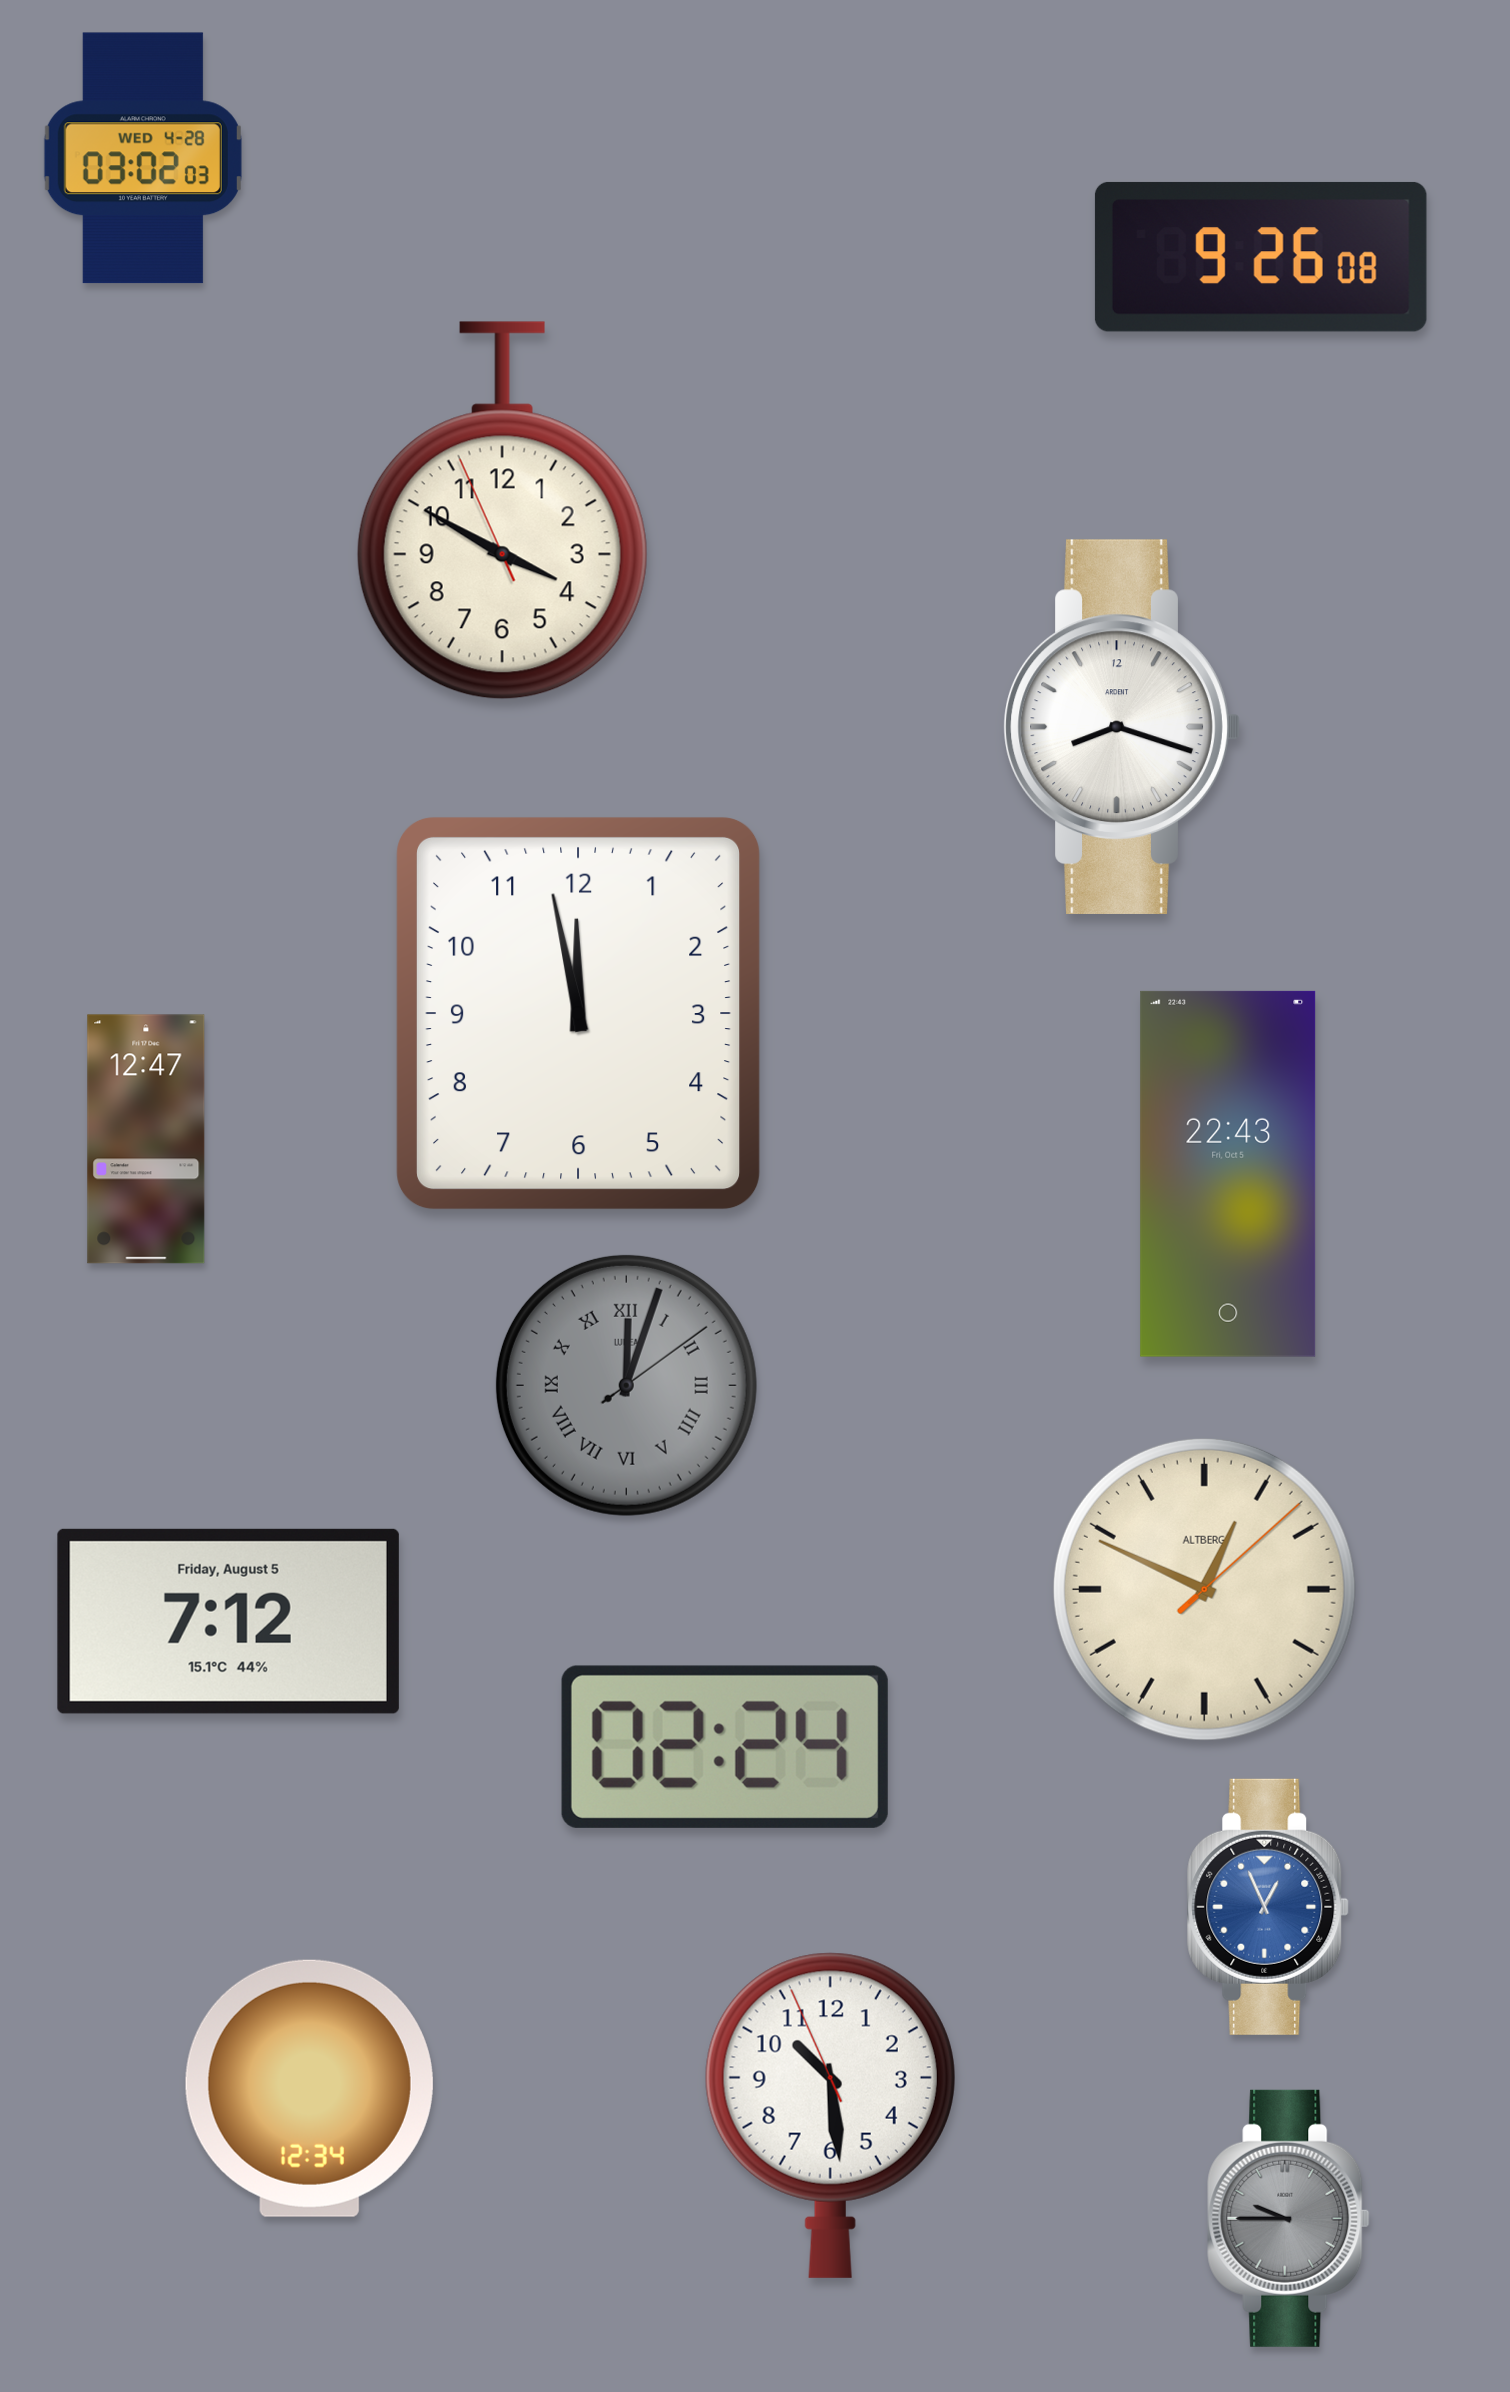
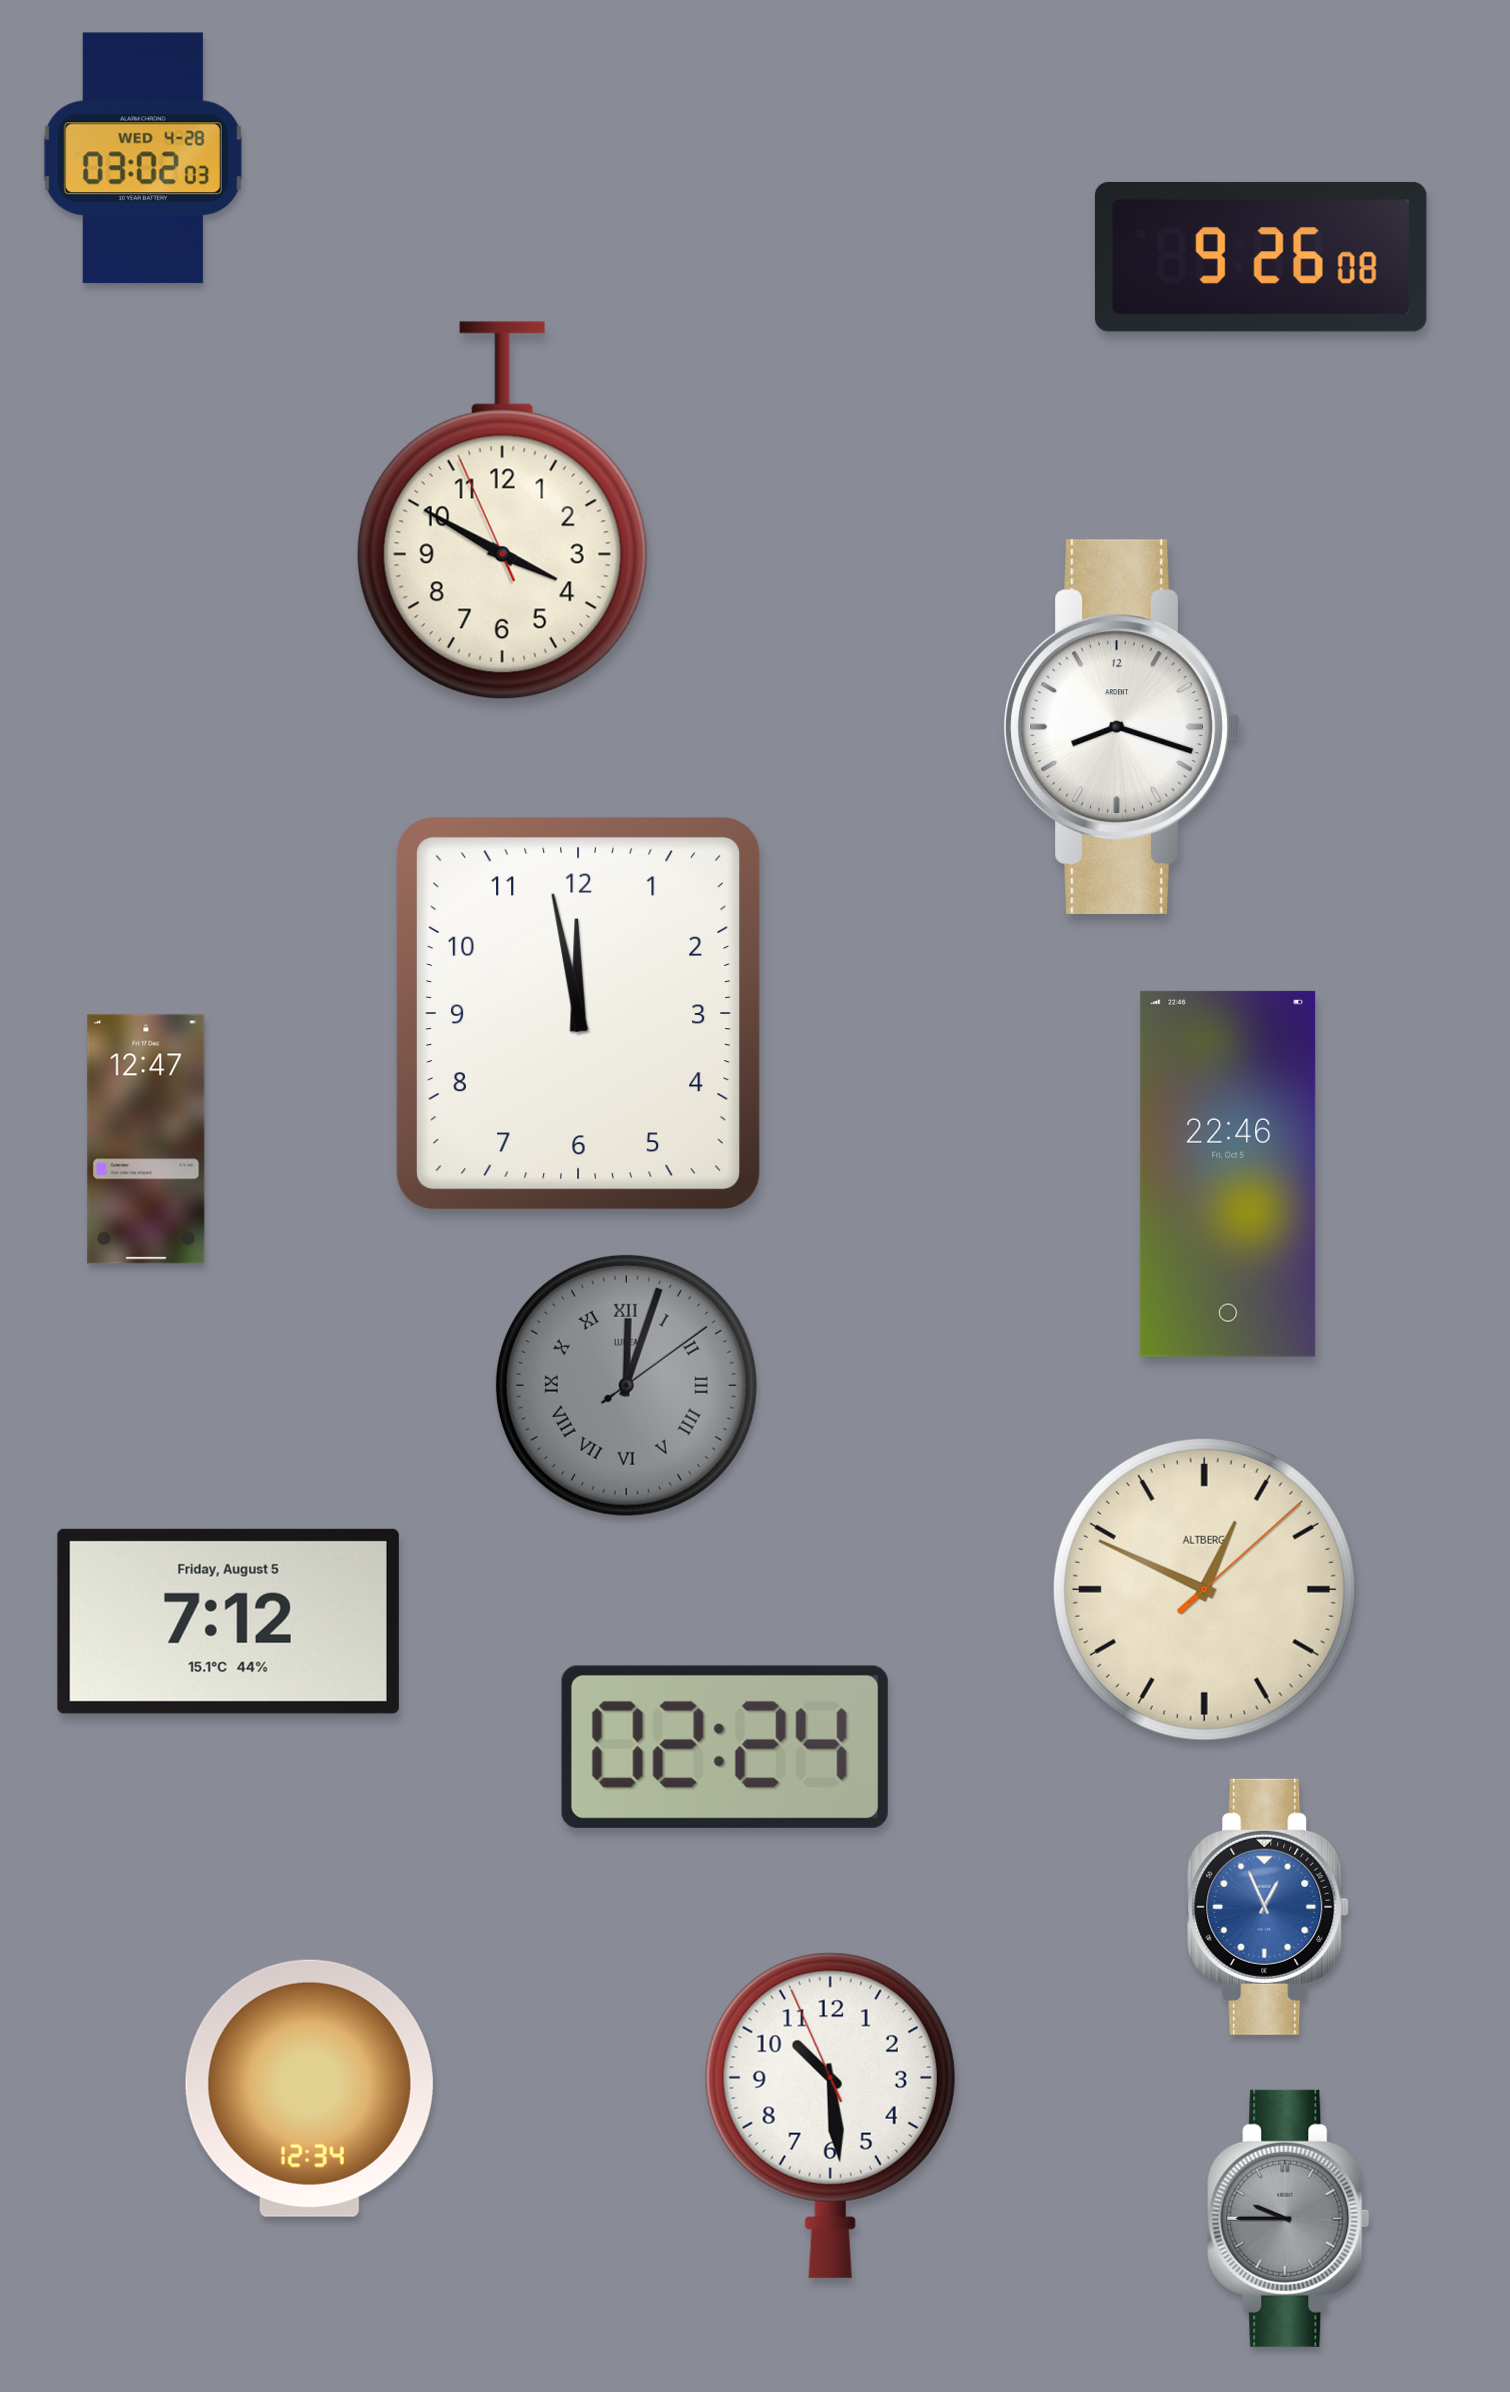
clock at (1228, 1174): 22:43 -> 22:46
